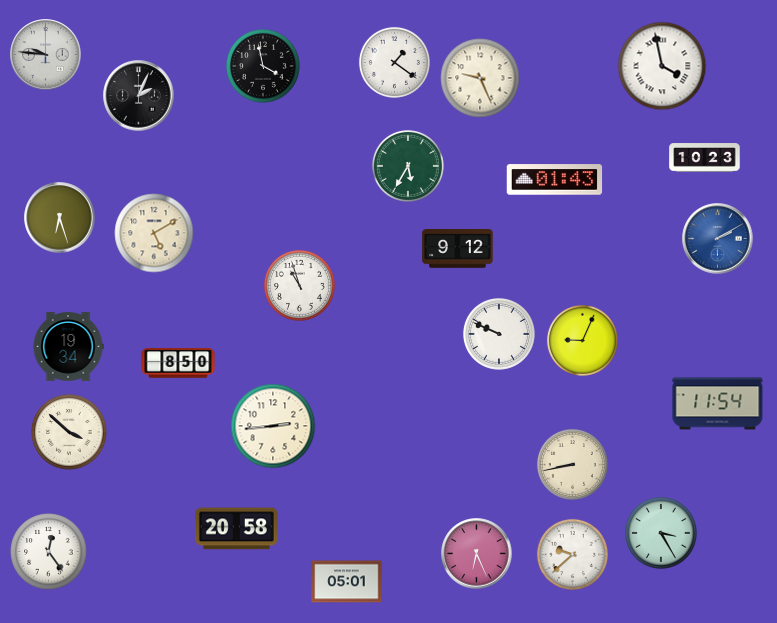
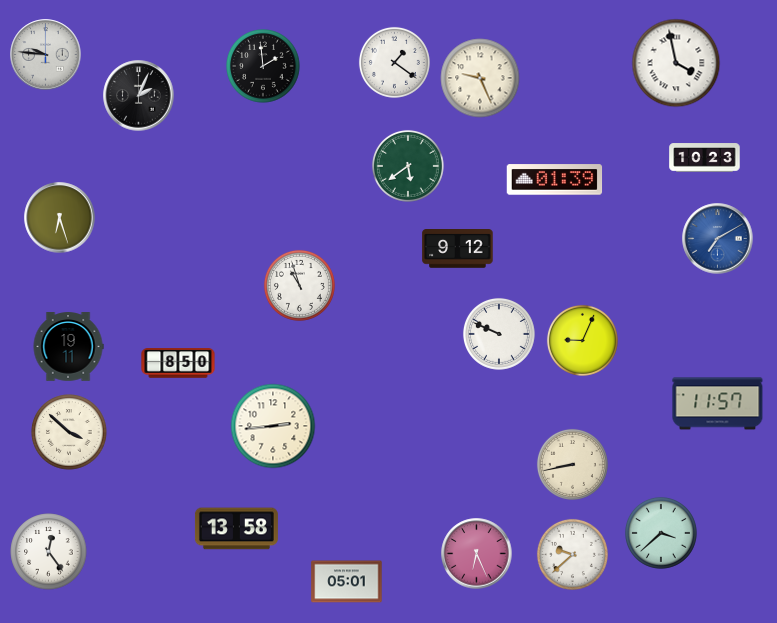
clock at (263, 66): 3:58 -> 1:59
clock at (662, 66) position: (662, 66) -> (676, 63)
clock at (408, 166): 5:35 -> 5:39
clock at (555, 180): 01:43 -> 01:39
clock at (154, 233): 5:10 -> none
clock at (718, 239): 2:10 -> 7:10
clock at (68, 347): 19:34 -> 19:11
clock at (718, 404): 11:54 -> 11:57
clock at (236, 529): 20:58 -> 13:58
clock at (661, 533): 3:25 -> 3:38
